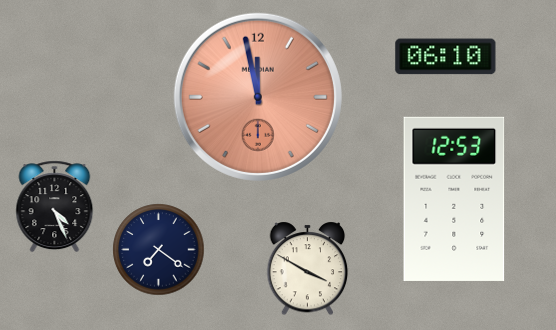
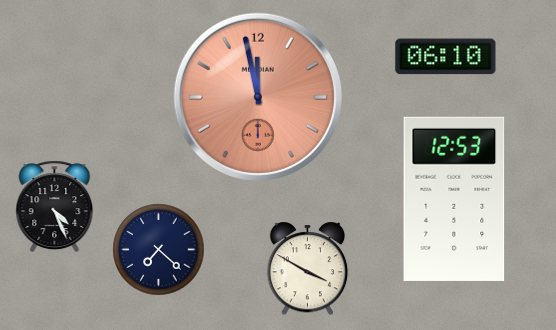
clock at (159, 250): 7:21 -> 7:22
